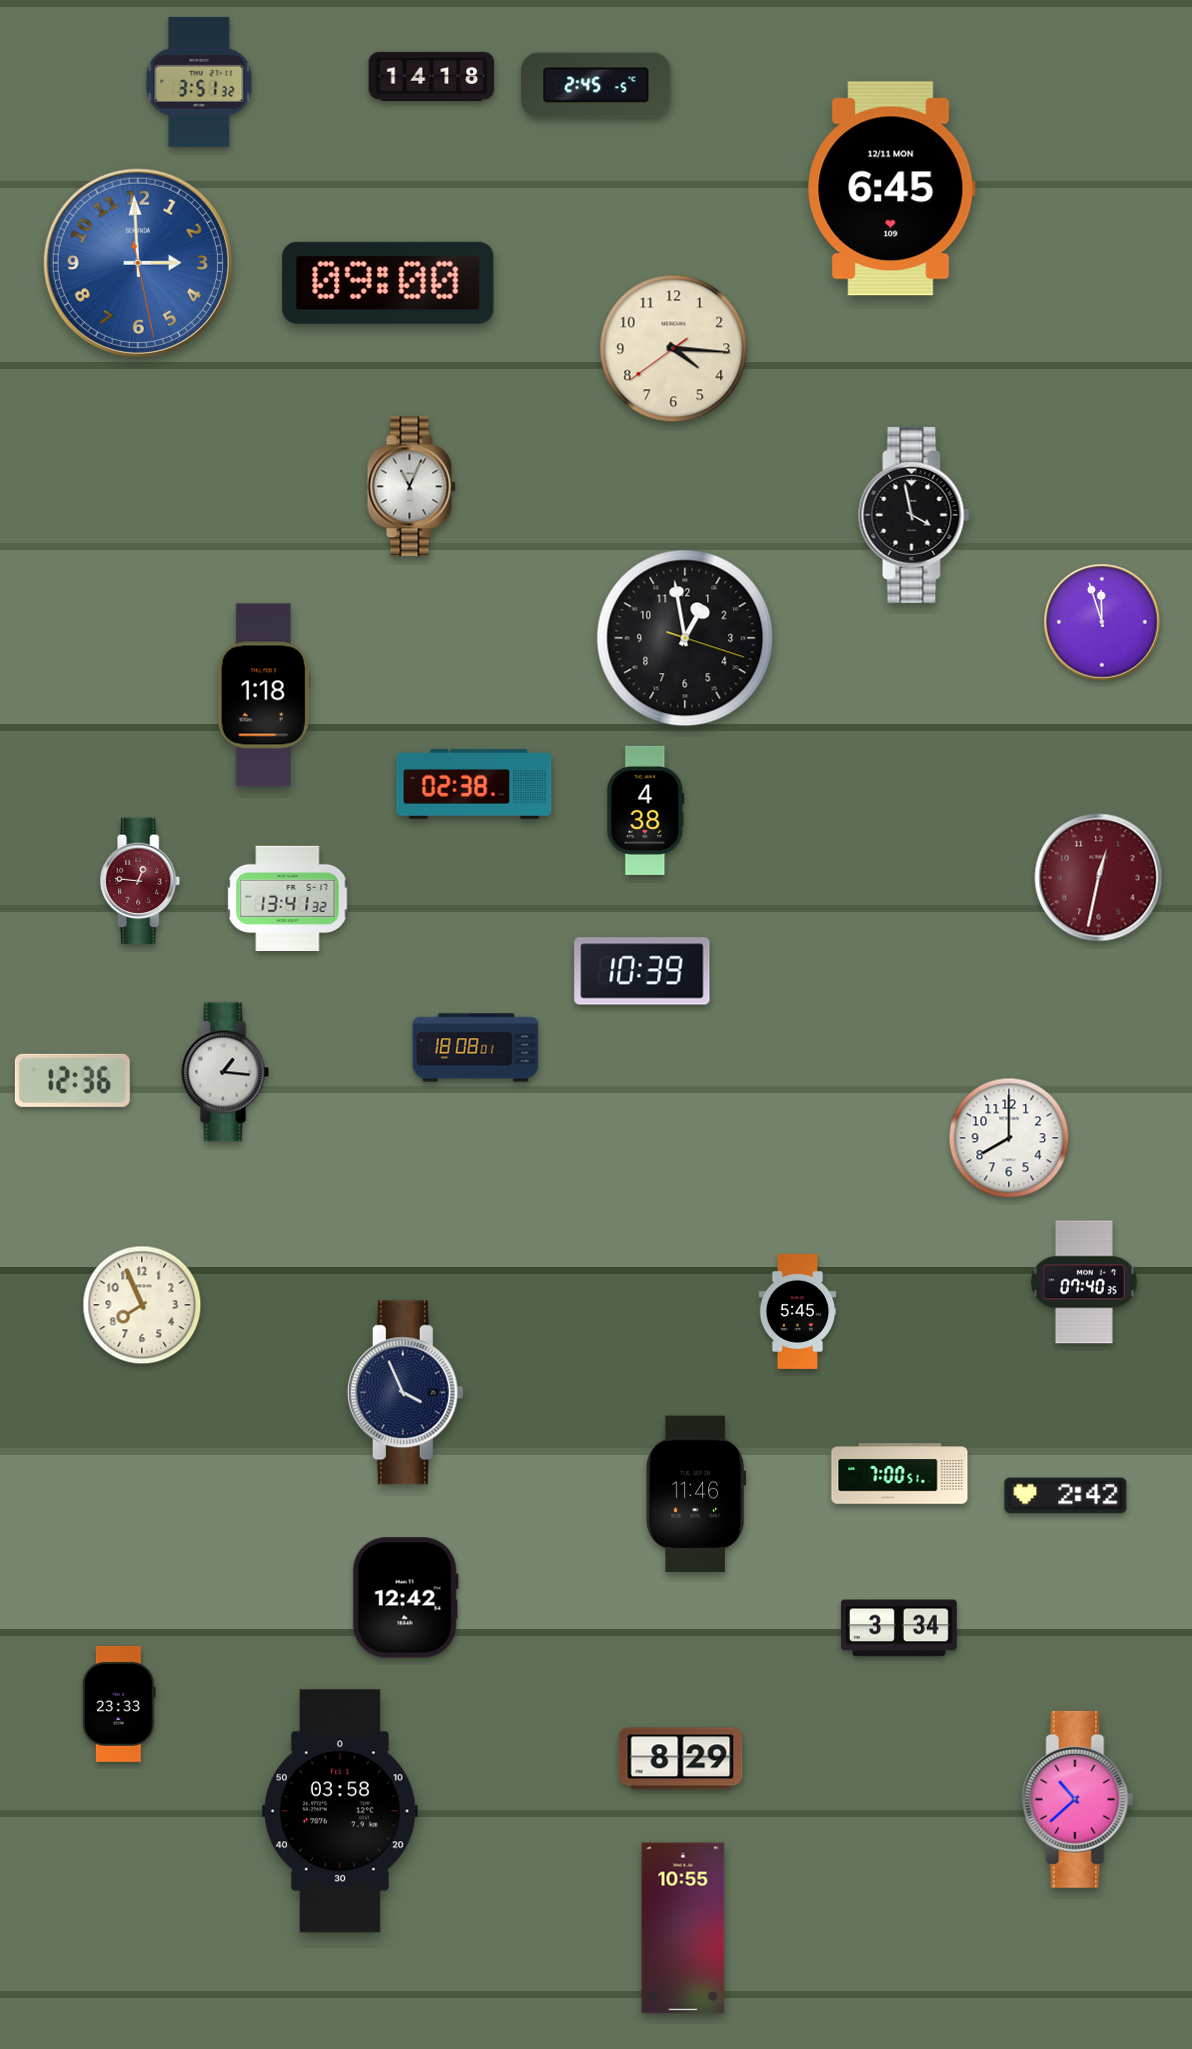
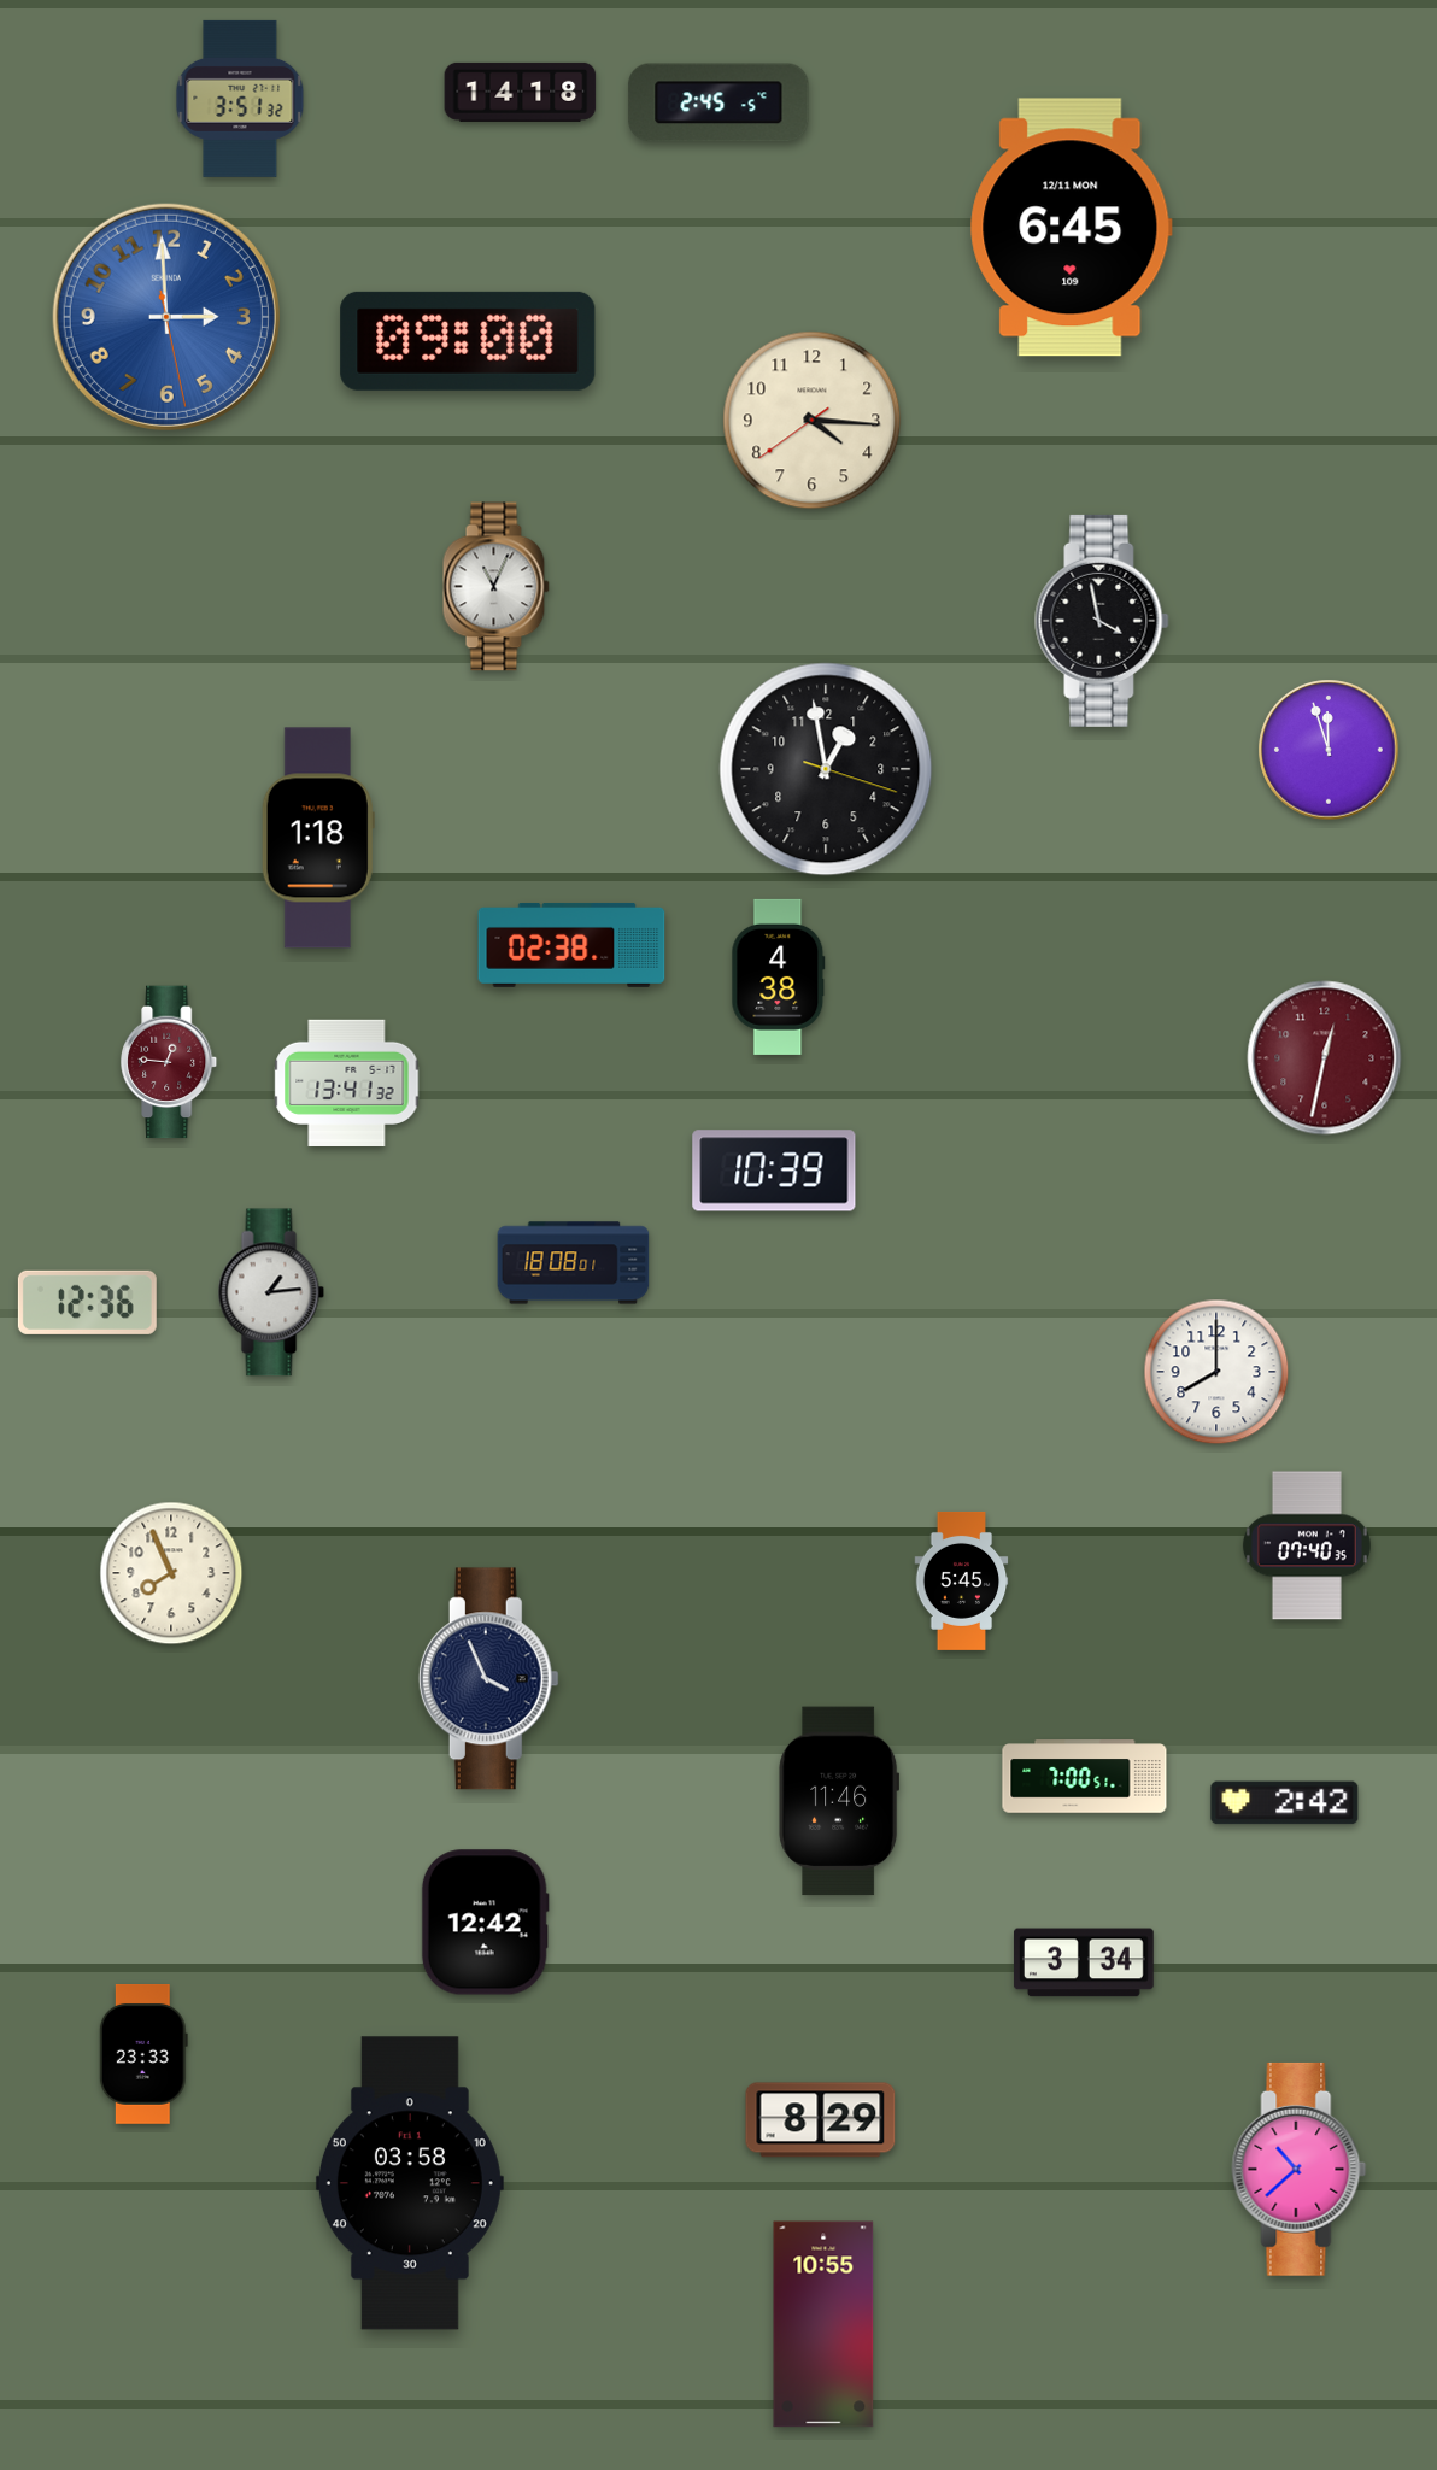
clock at (892, 189) position: (892, 189) -> (1072, 228)
clock at (225, 1072): 1:16 -> 1:14
clock at (405, 1598) position: (405, 1598) -> (485, 1923)
